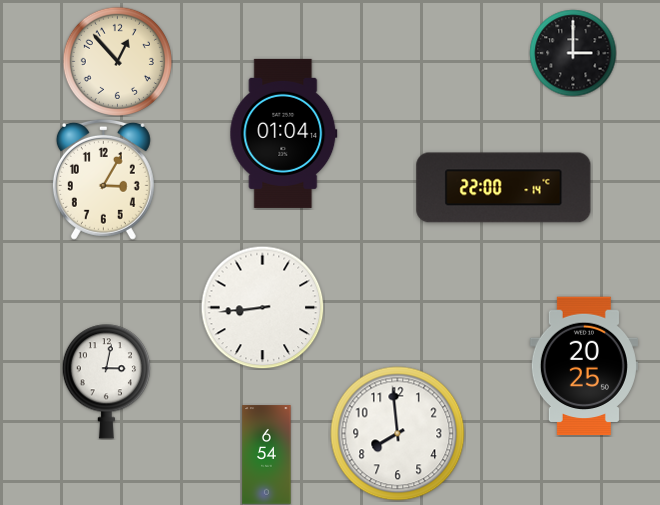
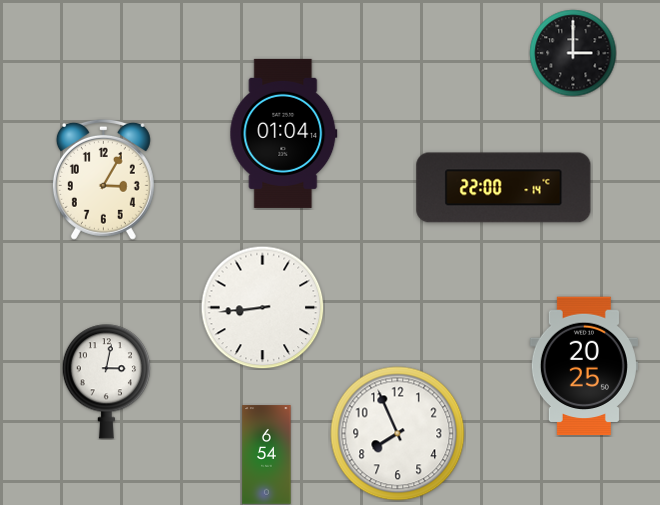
clock at (117, 61): 12:53 -> none
clock at (398, 434): 7:59 -> 7:56
